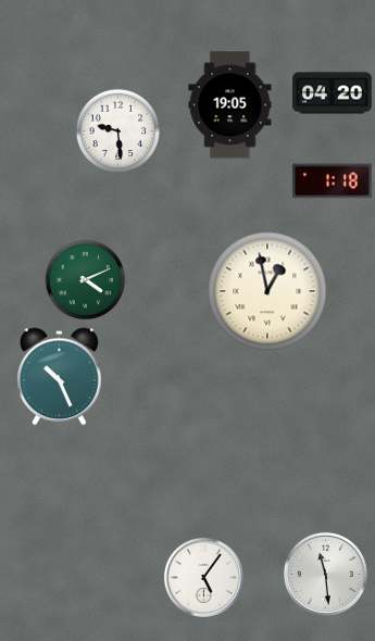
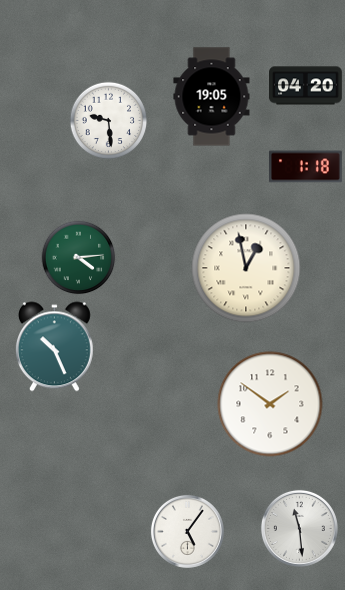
clock at (86, 280): 4:11 -> 4:14
clock at (270, 404): none -> 1:51
